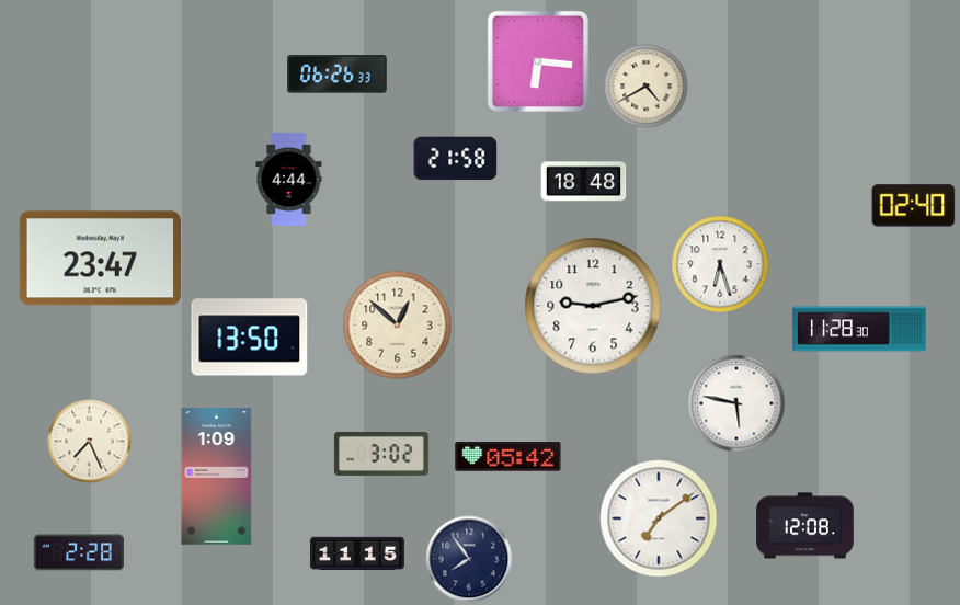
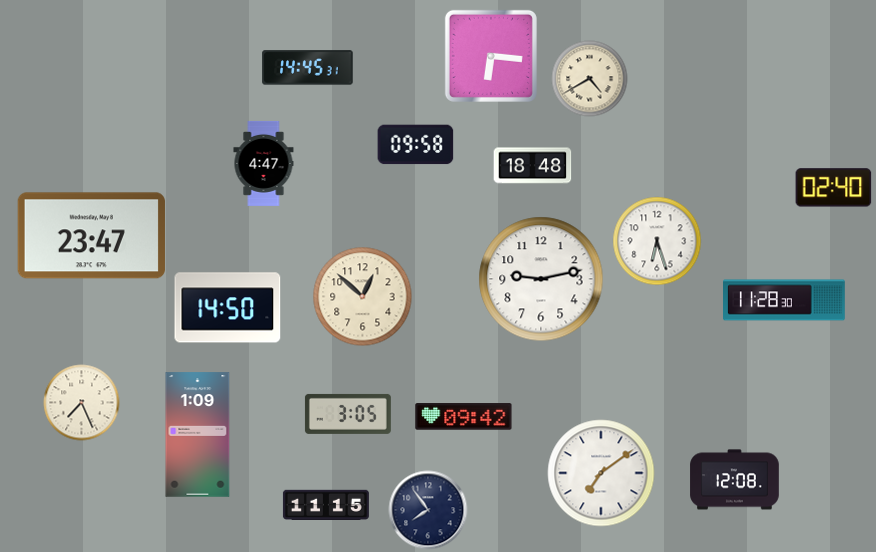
clock at (338, 75): 06:26 -> 14:45
clock at (456, 159): 21:58 -> 09:58
clock at (289, 179): 4:44 -> 4:47
clock at (250, 338): 13:50 -> 14:50
clock at (736, 403): 5:47 -> none
clock at (381, 454): 3:02 -> 3:05
clock at (508, 457): 05:42 -> 09:42
clock at (79, 552): 2:28 -> none
